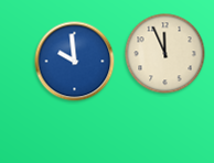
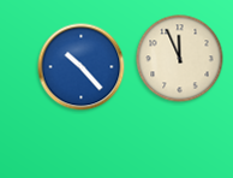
clock at (75, 62): 9:59 -> 10:23
